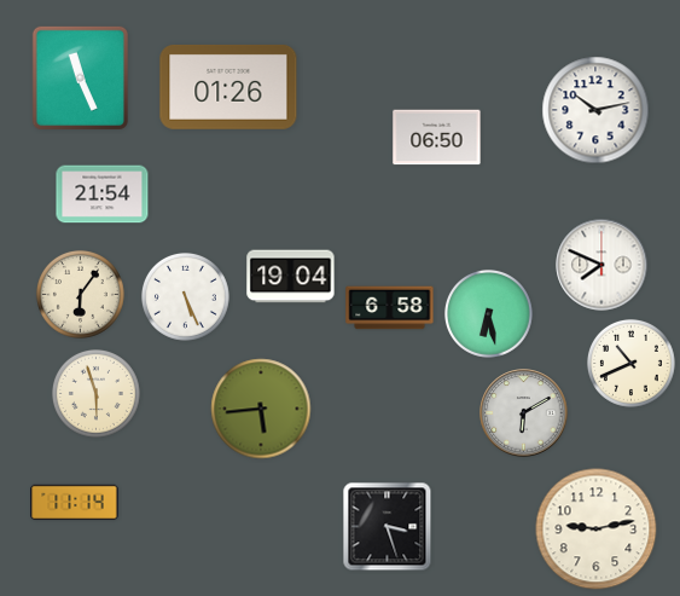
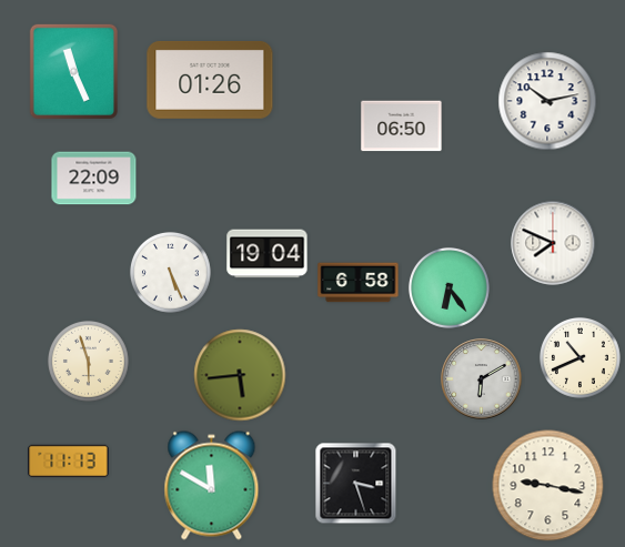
clock at (103, 195): 21:54 -> 22:09
clock at (80, 294): 6:06 -> none
clock at (488, 313): 6:28 -> 6:24
clock at (630, 363) position: (630, 363) -> (579, 357)
clock at (75, 503): 11:14 -> 11:13
clock at (212, 486): none -> 11:50
clock at (597, 530): 9:13 -> 9:17
